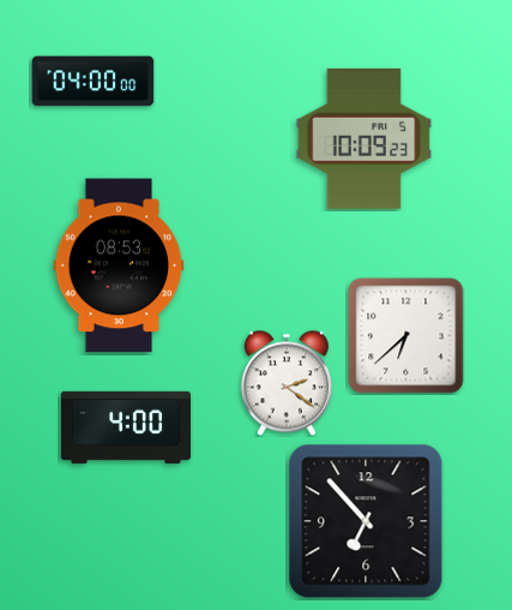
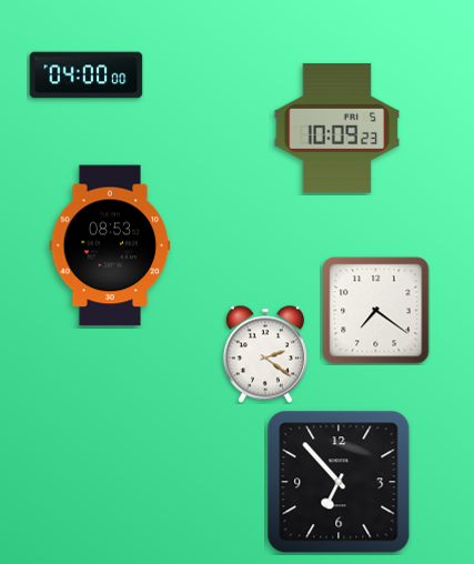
clock at (406, 336): 6:38 -> 7:21
clock at (125, 427): 4:00 -> none
